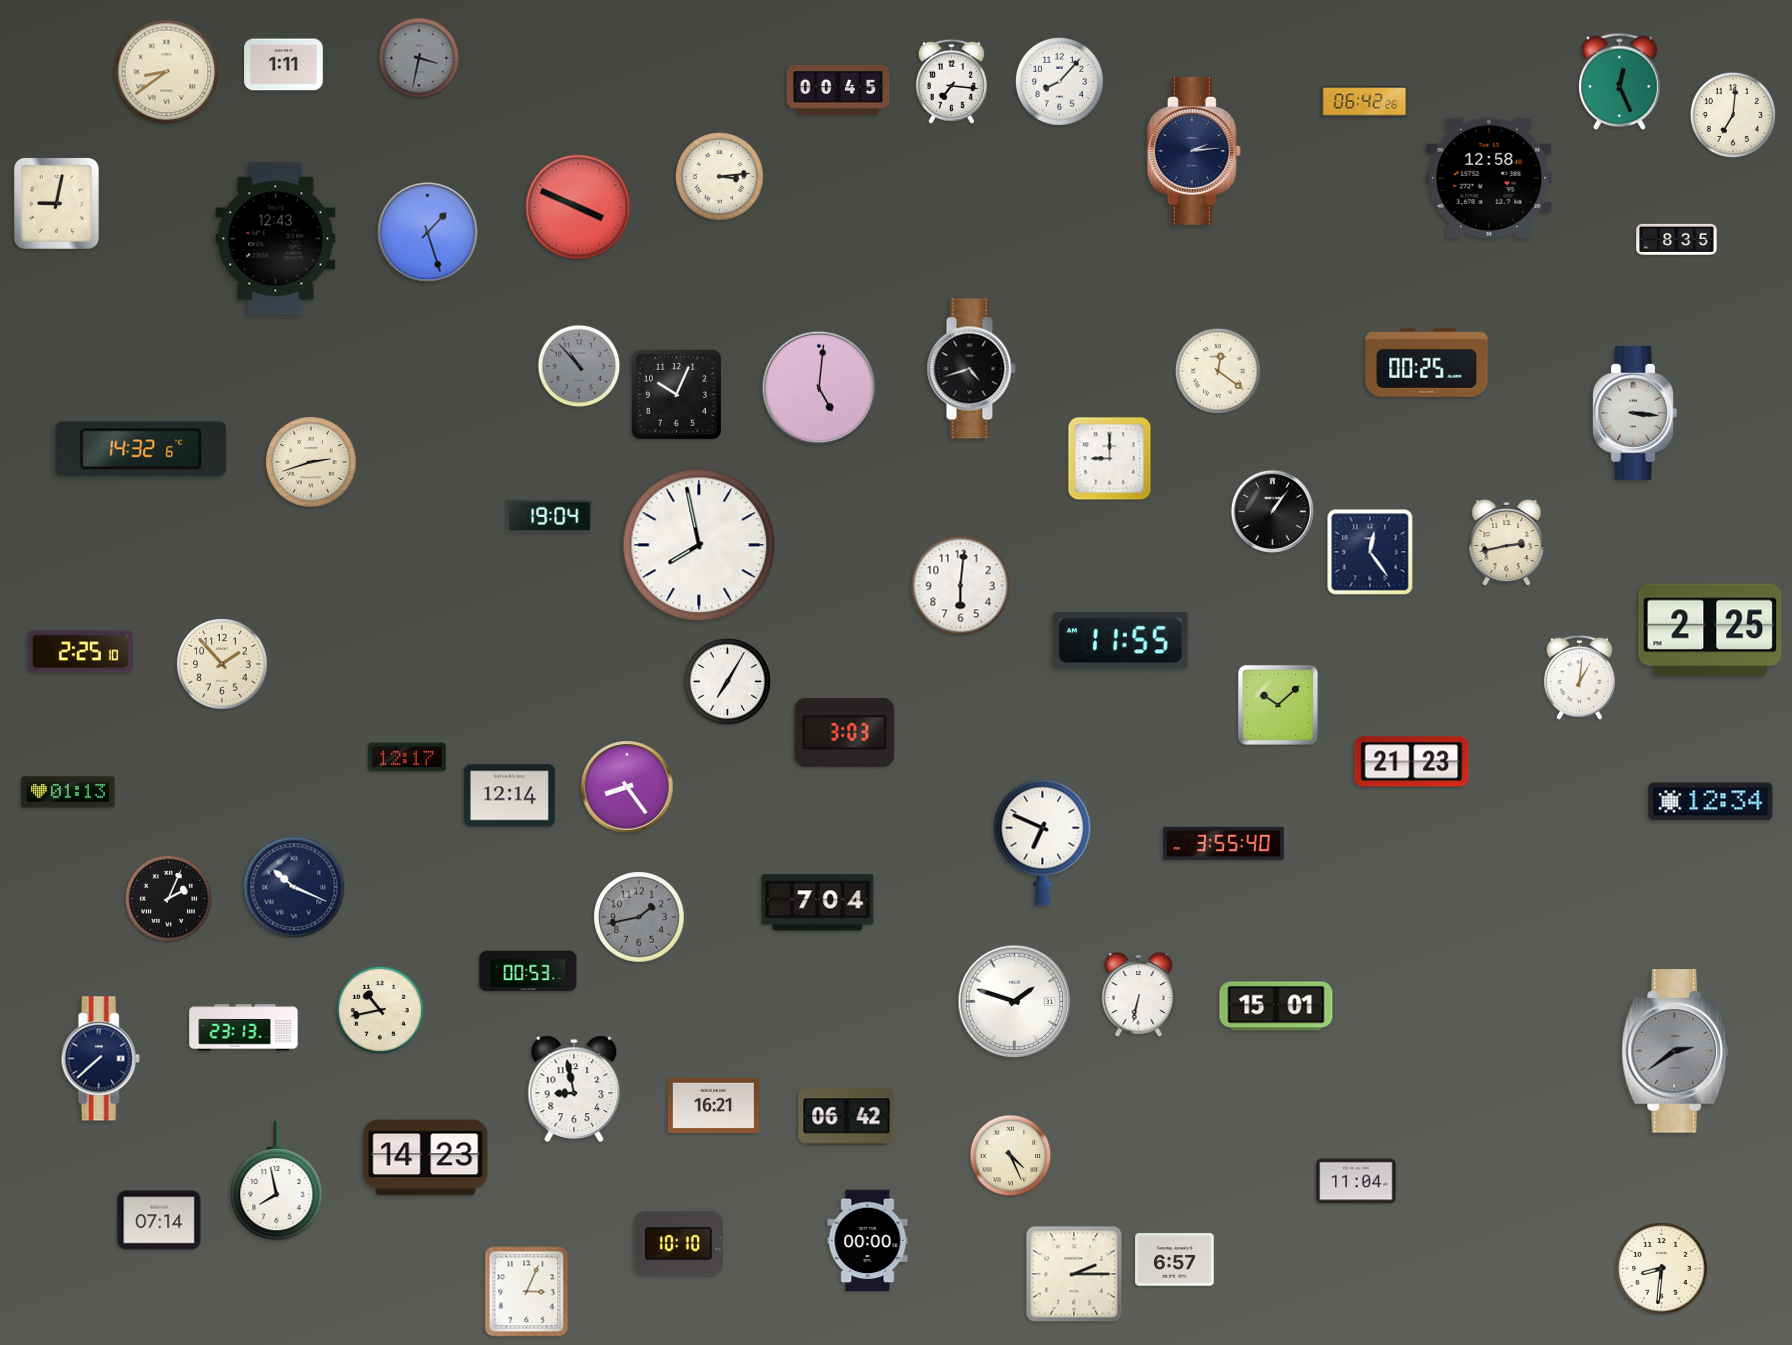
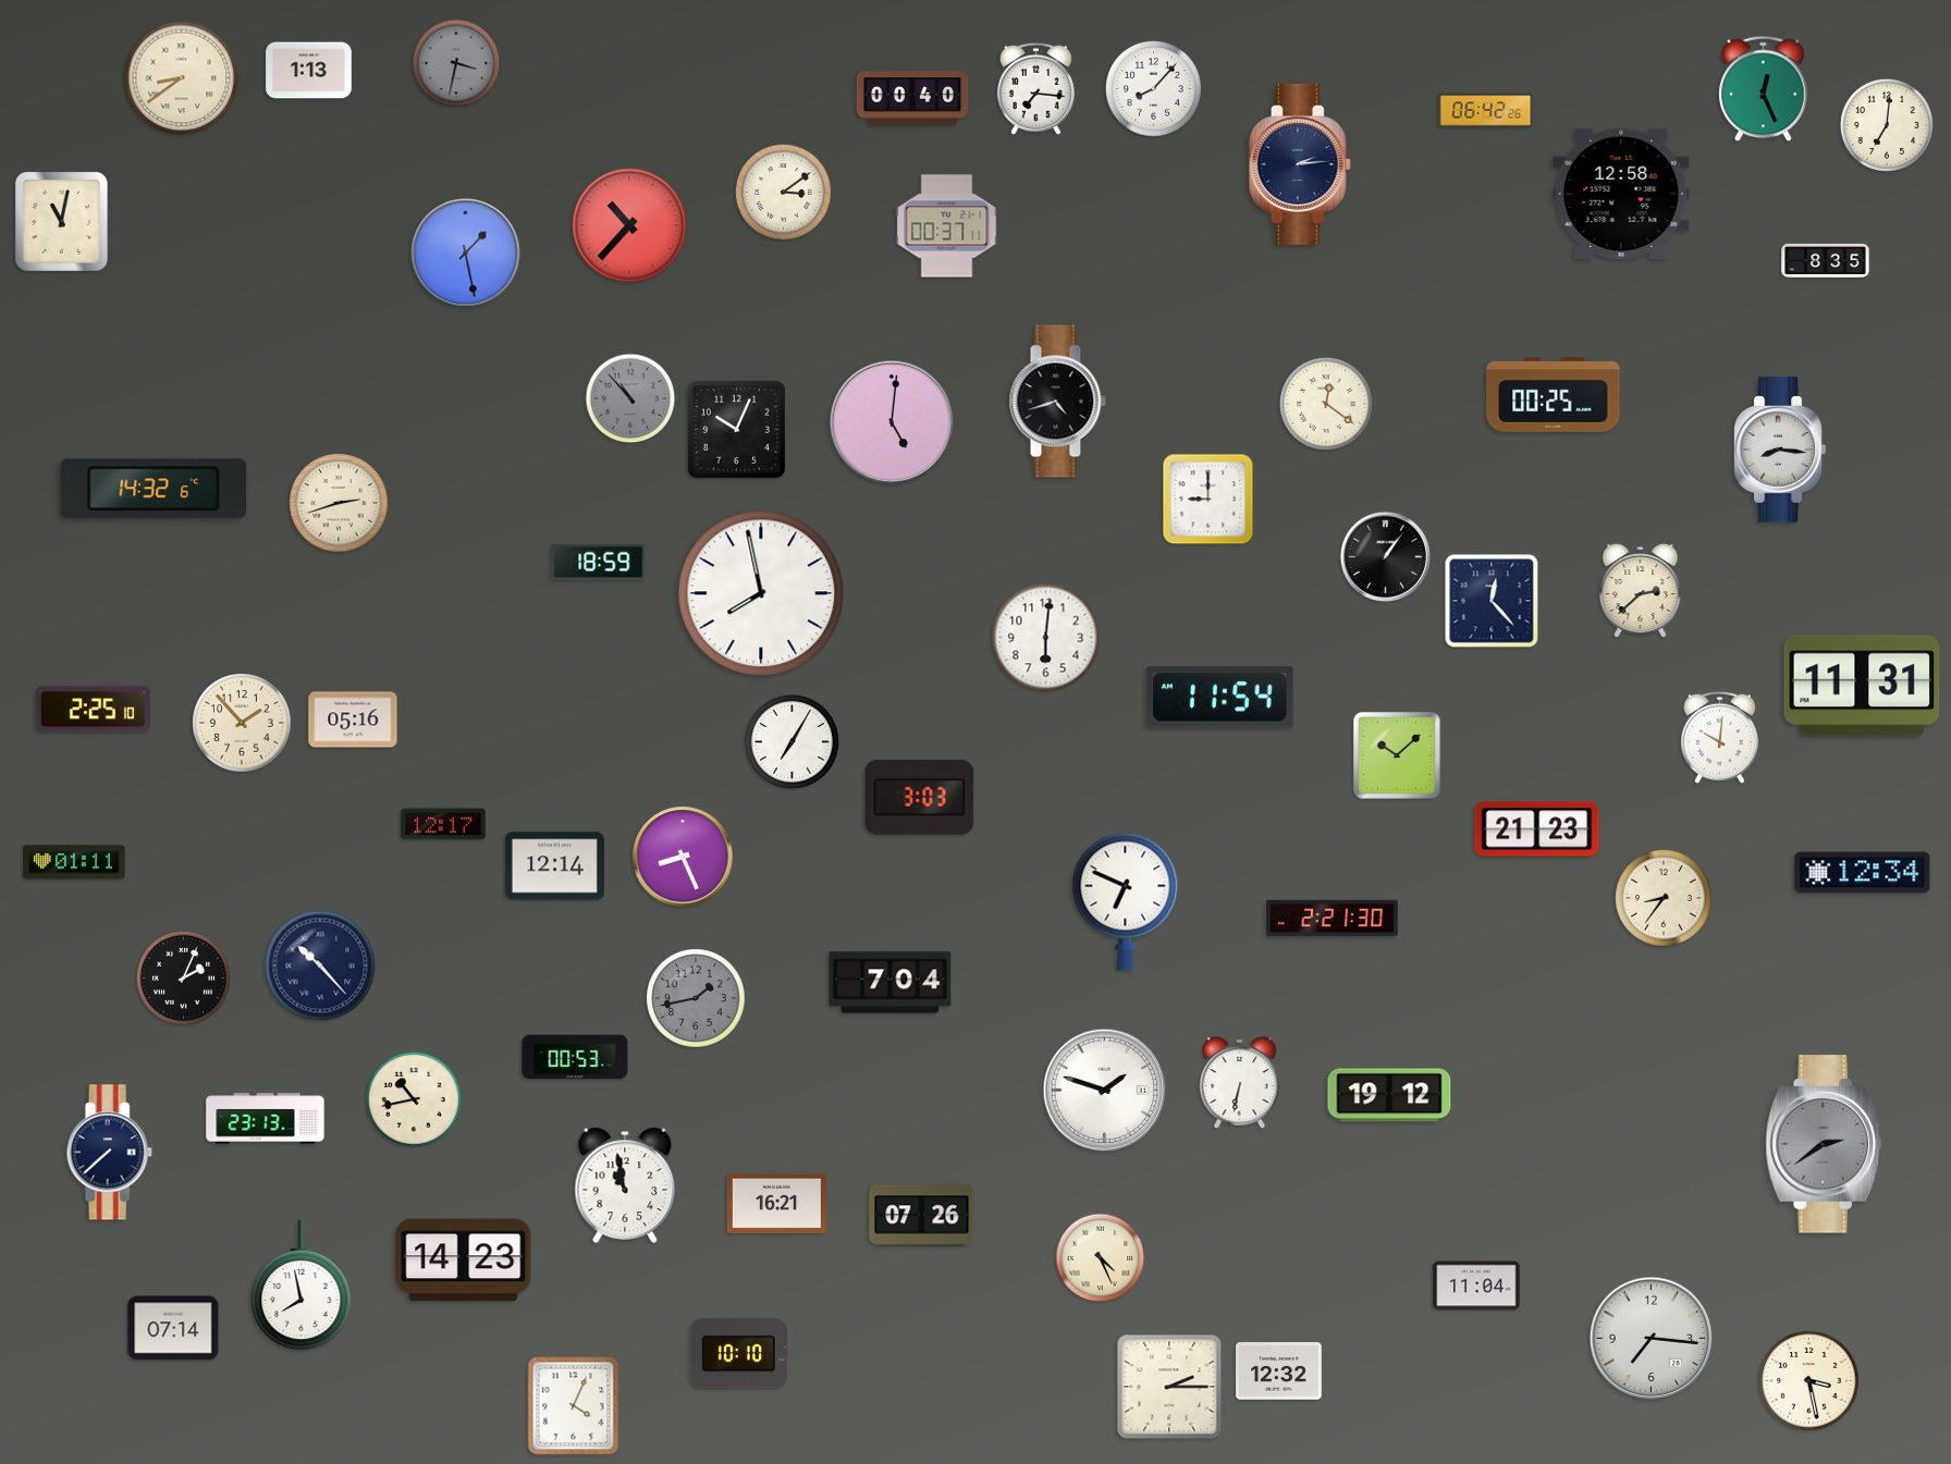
clock at (284, 65): 1:11 -> 1:13
clock at (838, 90): 00:45 -> 00:40
clock at (719, 176): 3:14 -> 3:09
clock at (56, 203): 9:02 -> 11:02
clock at (578, 207): 3:49 -> 10:37
clock at (947, 226): none -> 00:37
clock at (428, 233): 1:27 -> 1:28
clock at (276, 239): 12:43 -> none
clock at (1635, 413): 3:16 -> 8:16
clock at (550, 516): 19:04 -> 18:59
clock at (1507, 543): 2:43 -> 2:38
clock at (1370, 552): 12:24 -> 12:23
clock at (1710, 630): 2:25 -> 11:31
clock at (1120, 641): 11:55 -> 11:54
clock at (80, 652) position: (80, 652) -> (93, 710)
clock at (353, 719): none -> 05:16
clock at (1579, 677): 1:01 -> 10:01
clock at (1278, 705) position: (1278, 705) -> (1397, 755)
clock at (627, 787): 8:24 -> 8:26
clock at (68, 792): 01:13 -> 01:11
clock at (1665, 899): none -> 8:36
clock at (1043, 842) position: (1043, 842) -> (1126, 901)
clock at (1224, 844): 3:55 -> 2:21
clock at (294, 887): 10:19 -> 10:23
clock at (1276, 1006): 15:01 -> 19:12
clock at (574, 1088): 8:58 -> 10:58
clock at (847, 1117): 06:42 -> 07:26
clock at (1652, 1339): none -> 7:16
clock at (868, 1241): 00:00 -> none
clock at (1175, 1260): 6:57 -> 12:32
clock at (1662, 1269): 8:31 -> 3:28
clock at (527, 1292): 3:04 -> 4:04
